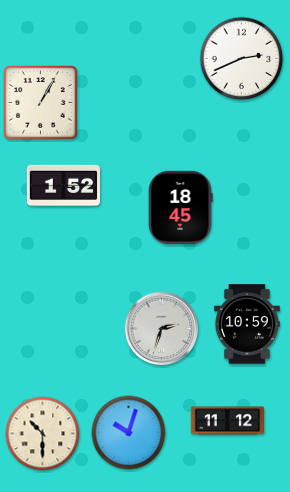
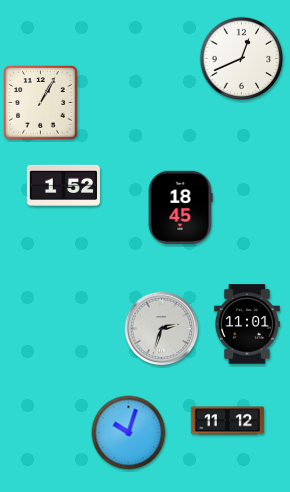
clock at (242, 59): 2:41 -> 12:41
clock at (247, 324): 10:59 -> 11:01
clock at (43, 434): 10:30 -> none
